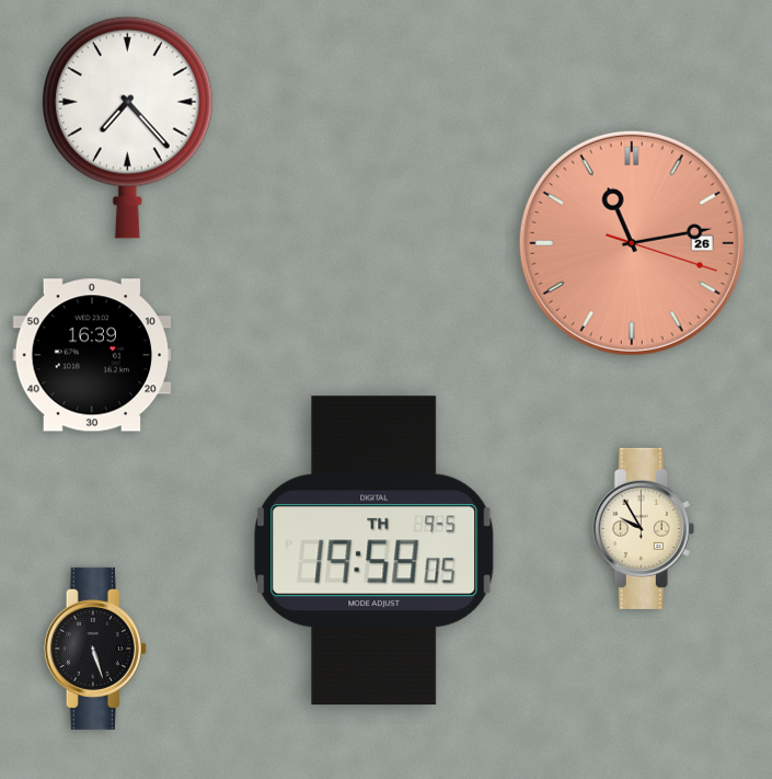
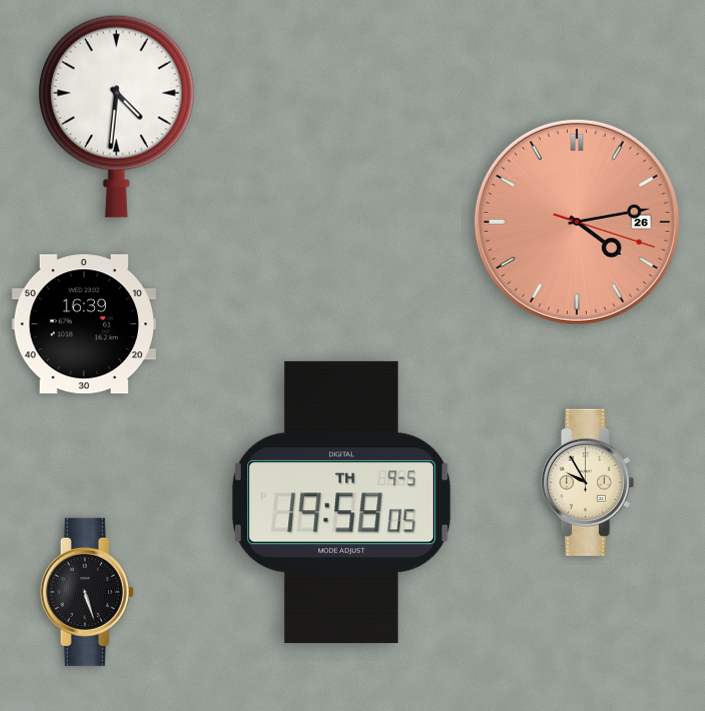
clock at (127, 127): 7:23 -> 4:31
clock at (632, 243): 11:13 -> 4:13
